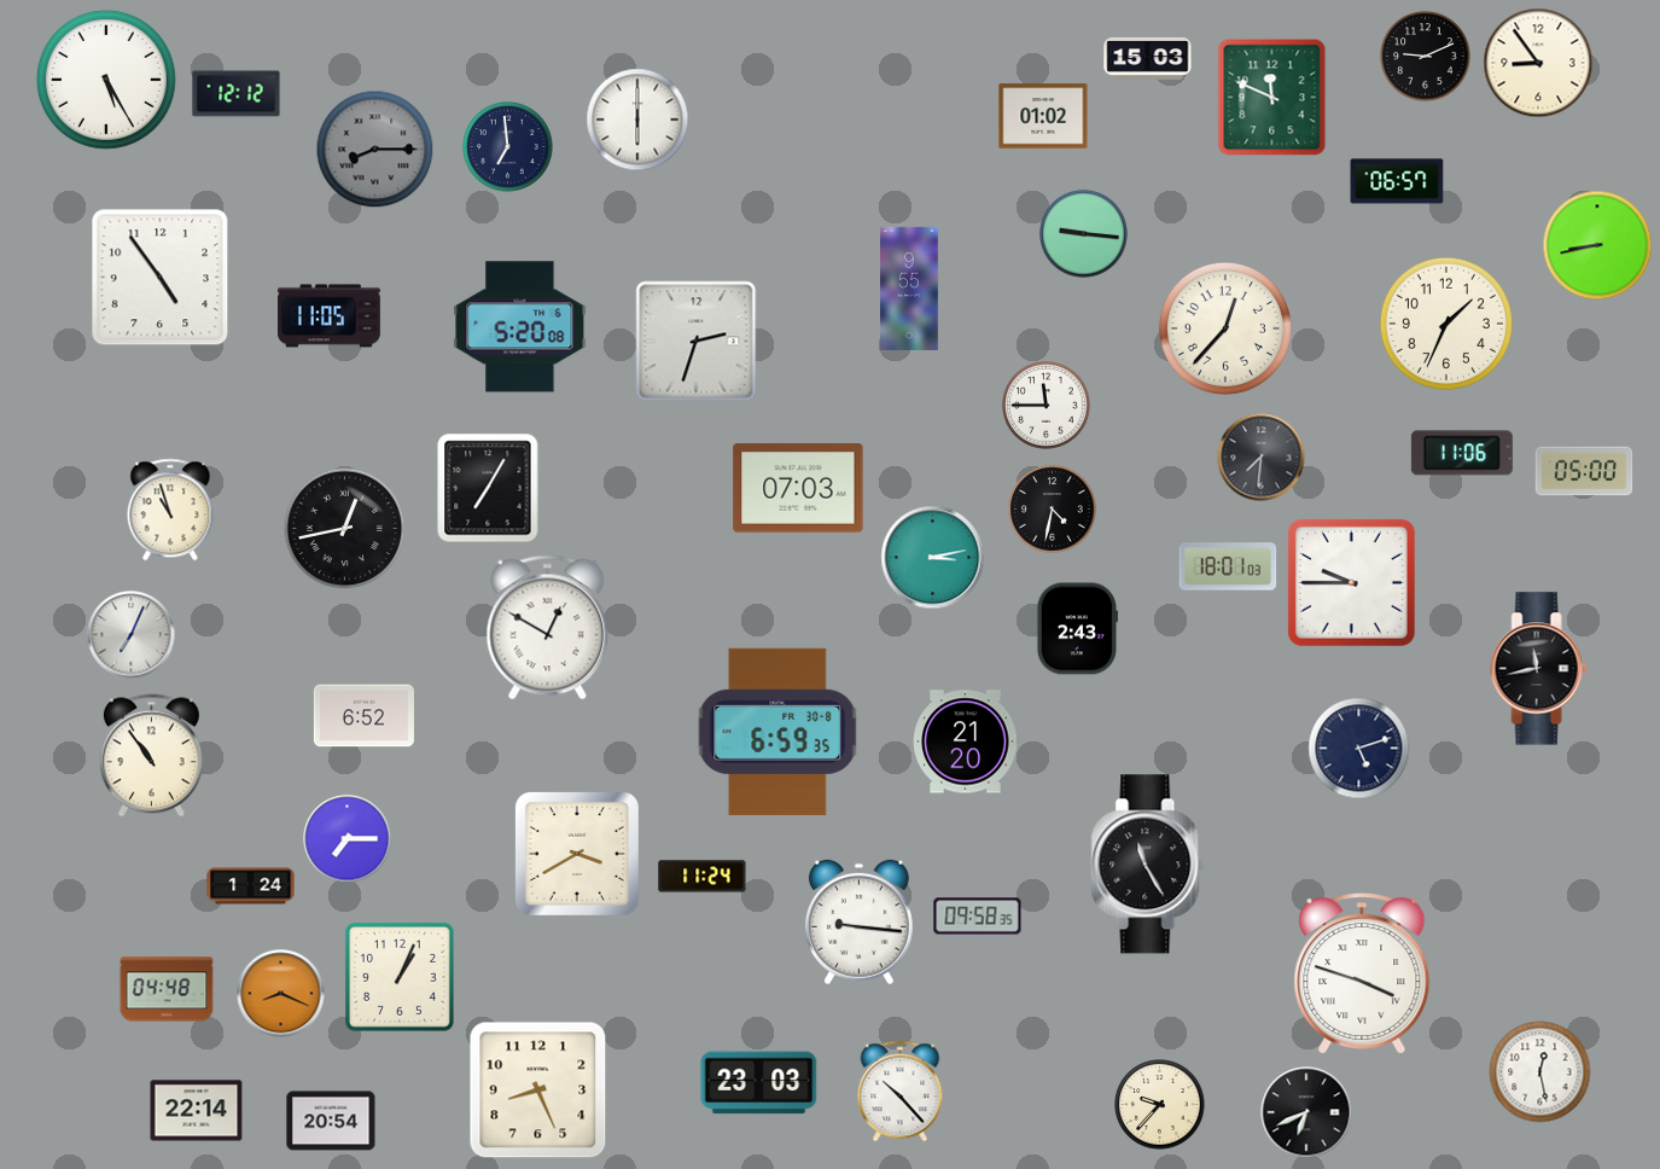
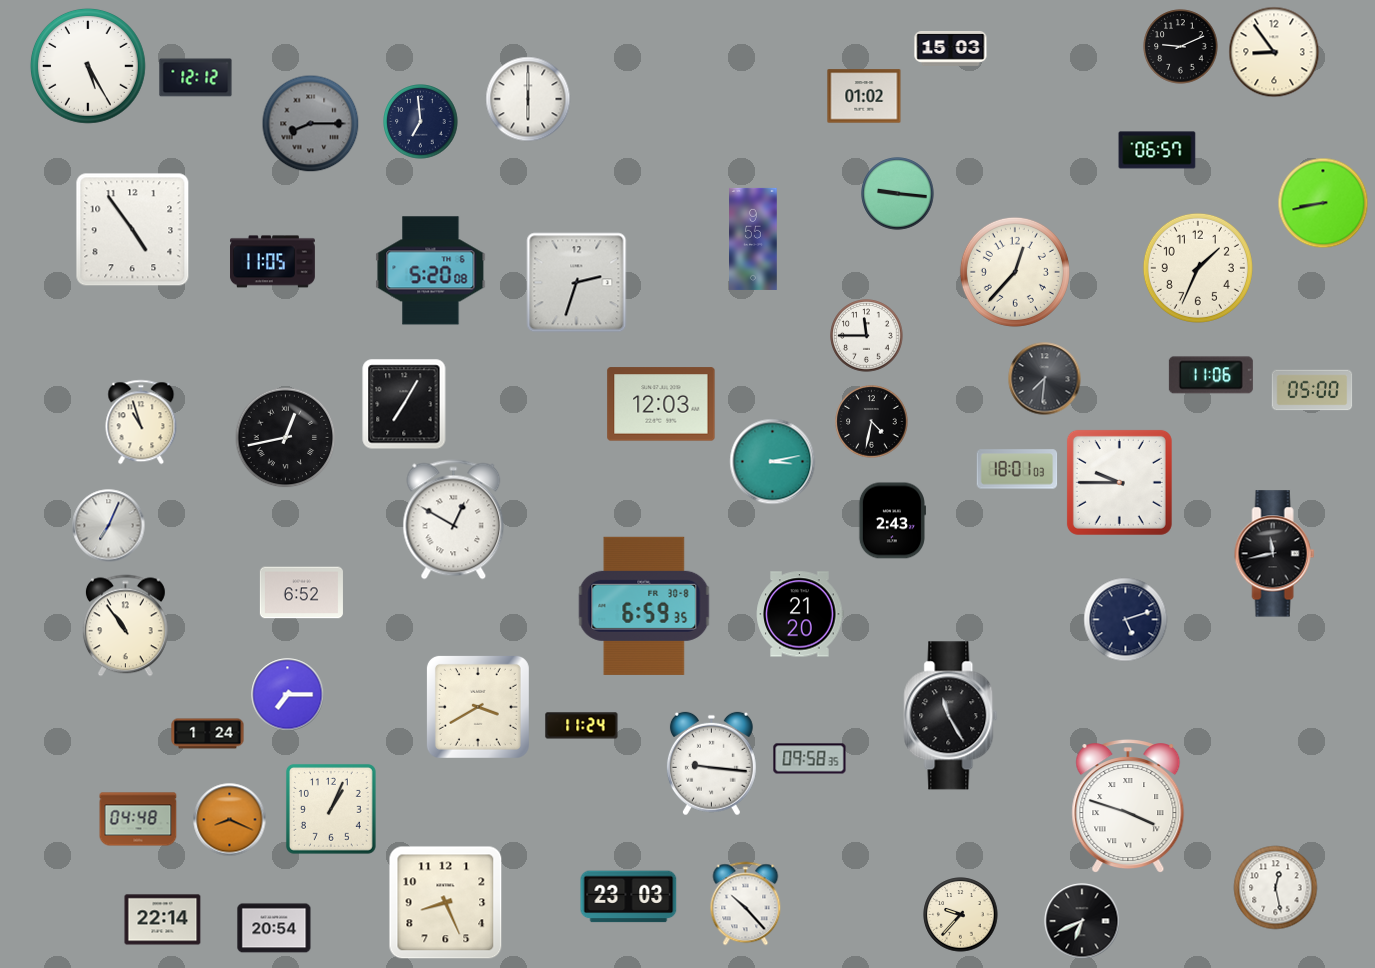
clock at (1272, 98): 11:49 -> none
clock at (798, 488): 07:03 -> 12:03
clock at (281, 994) position: (281, 994) -> (230, 820)
